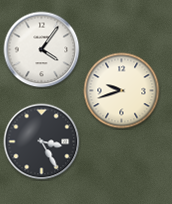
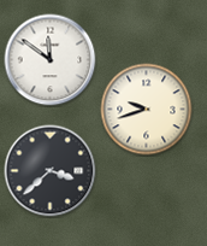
clock at (42, 50): 4:06 -> 11:51
clock at (42, 142): 3:25 -> 3:38
